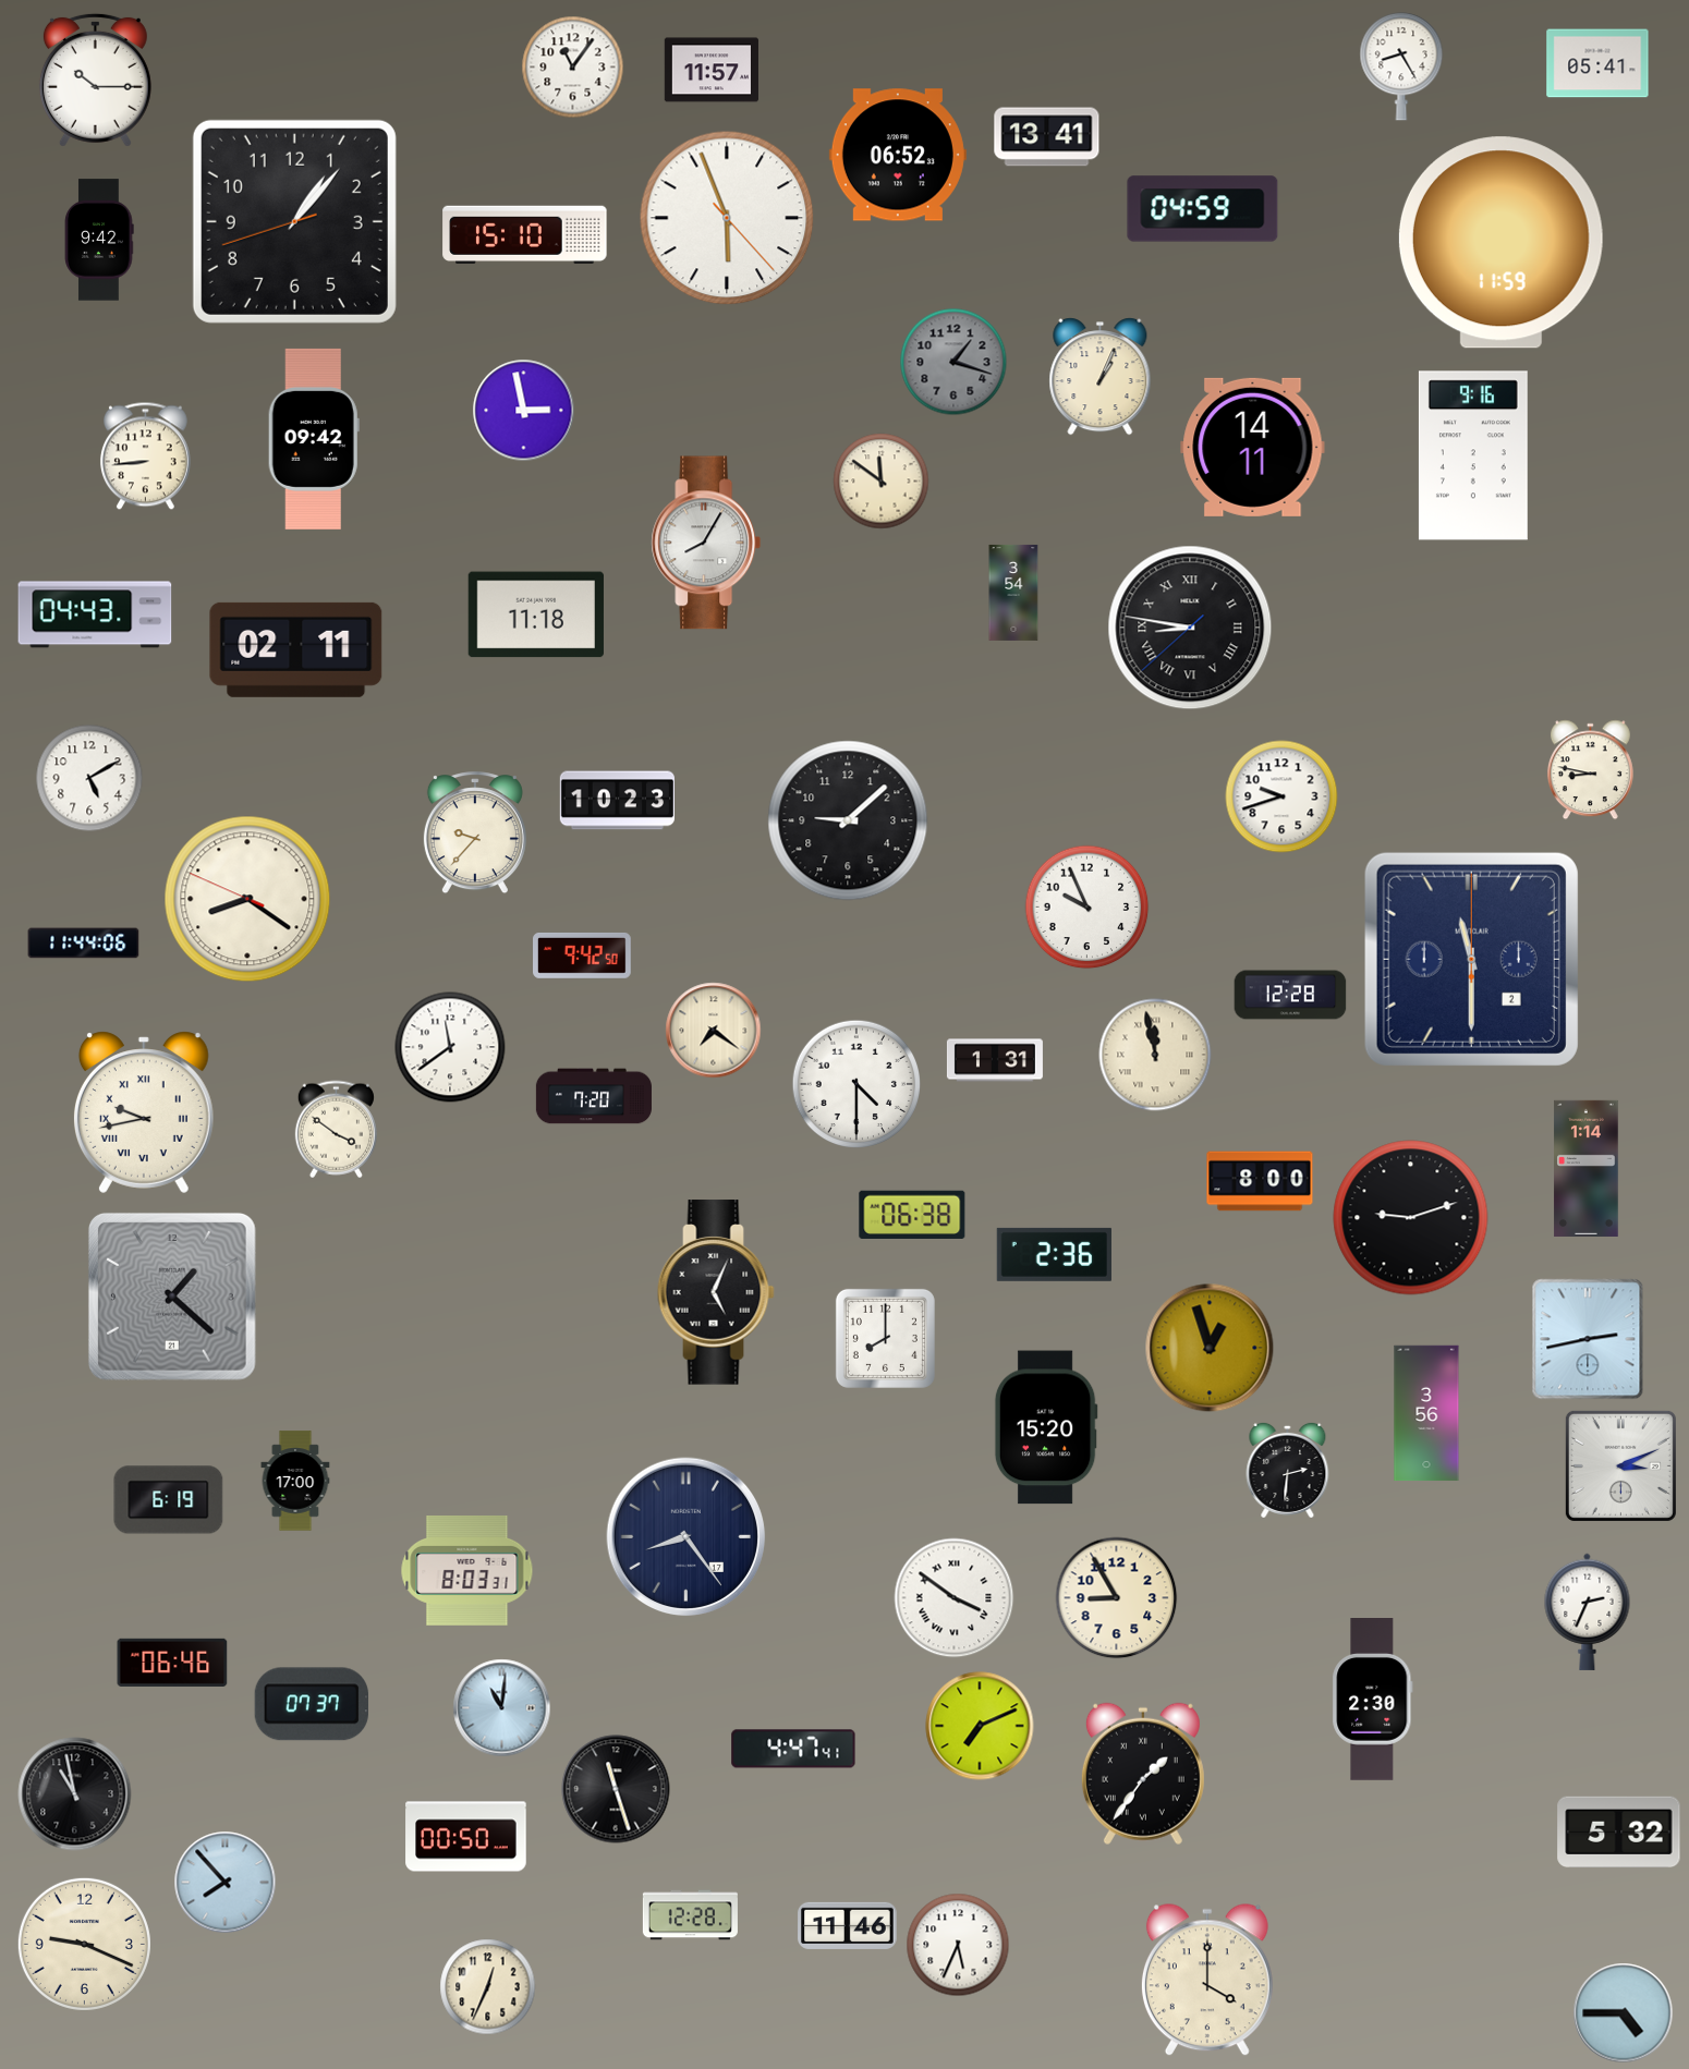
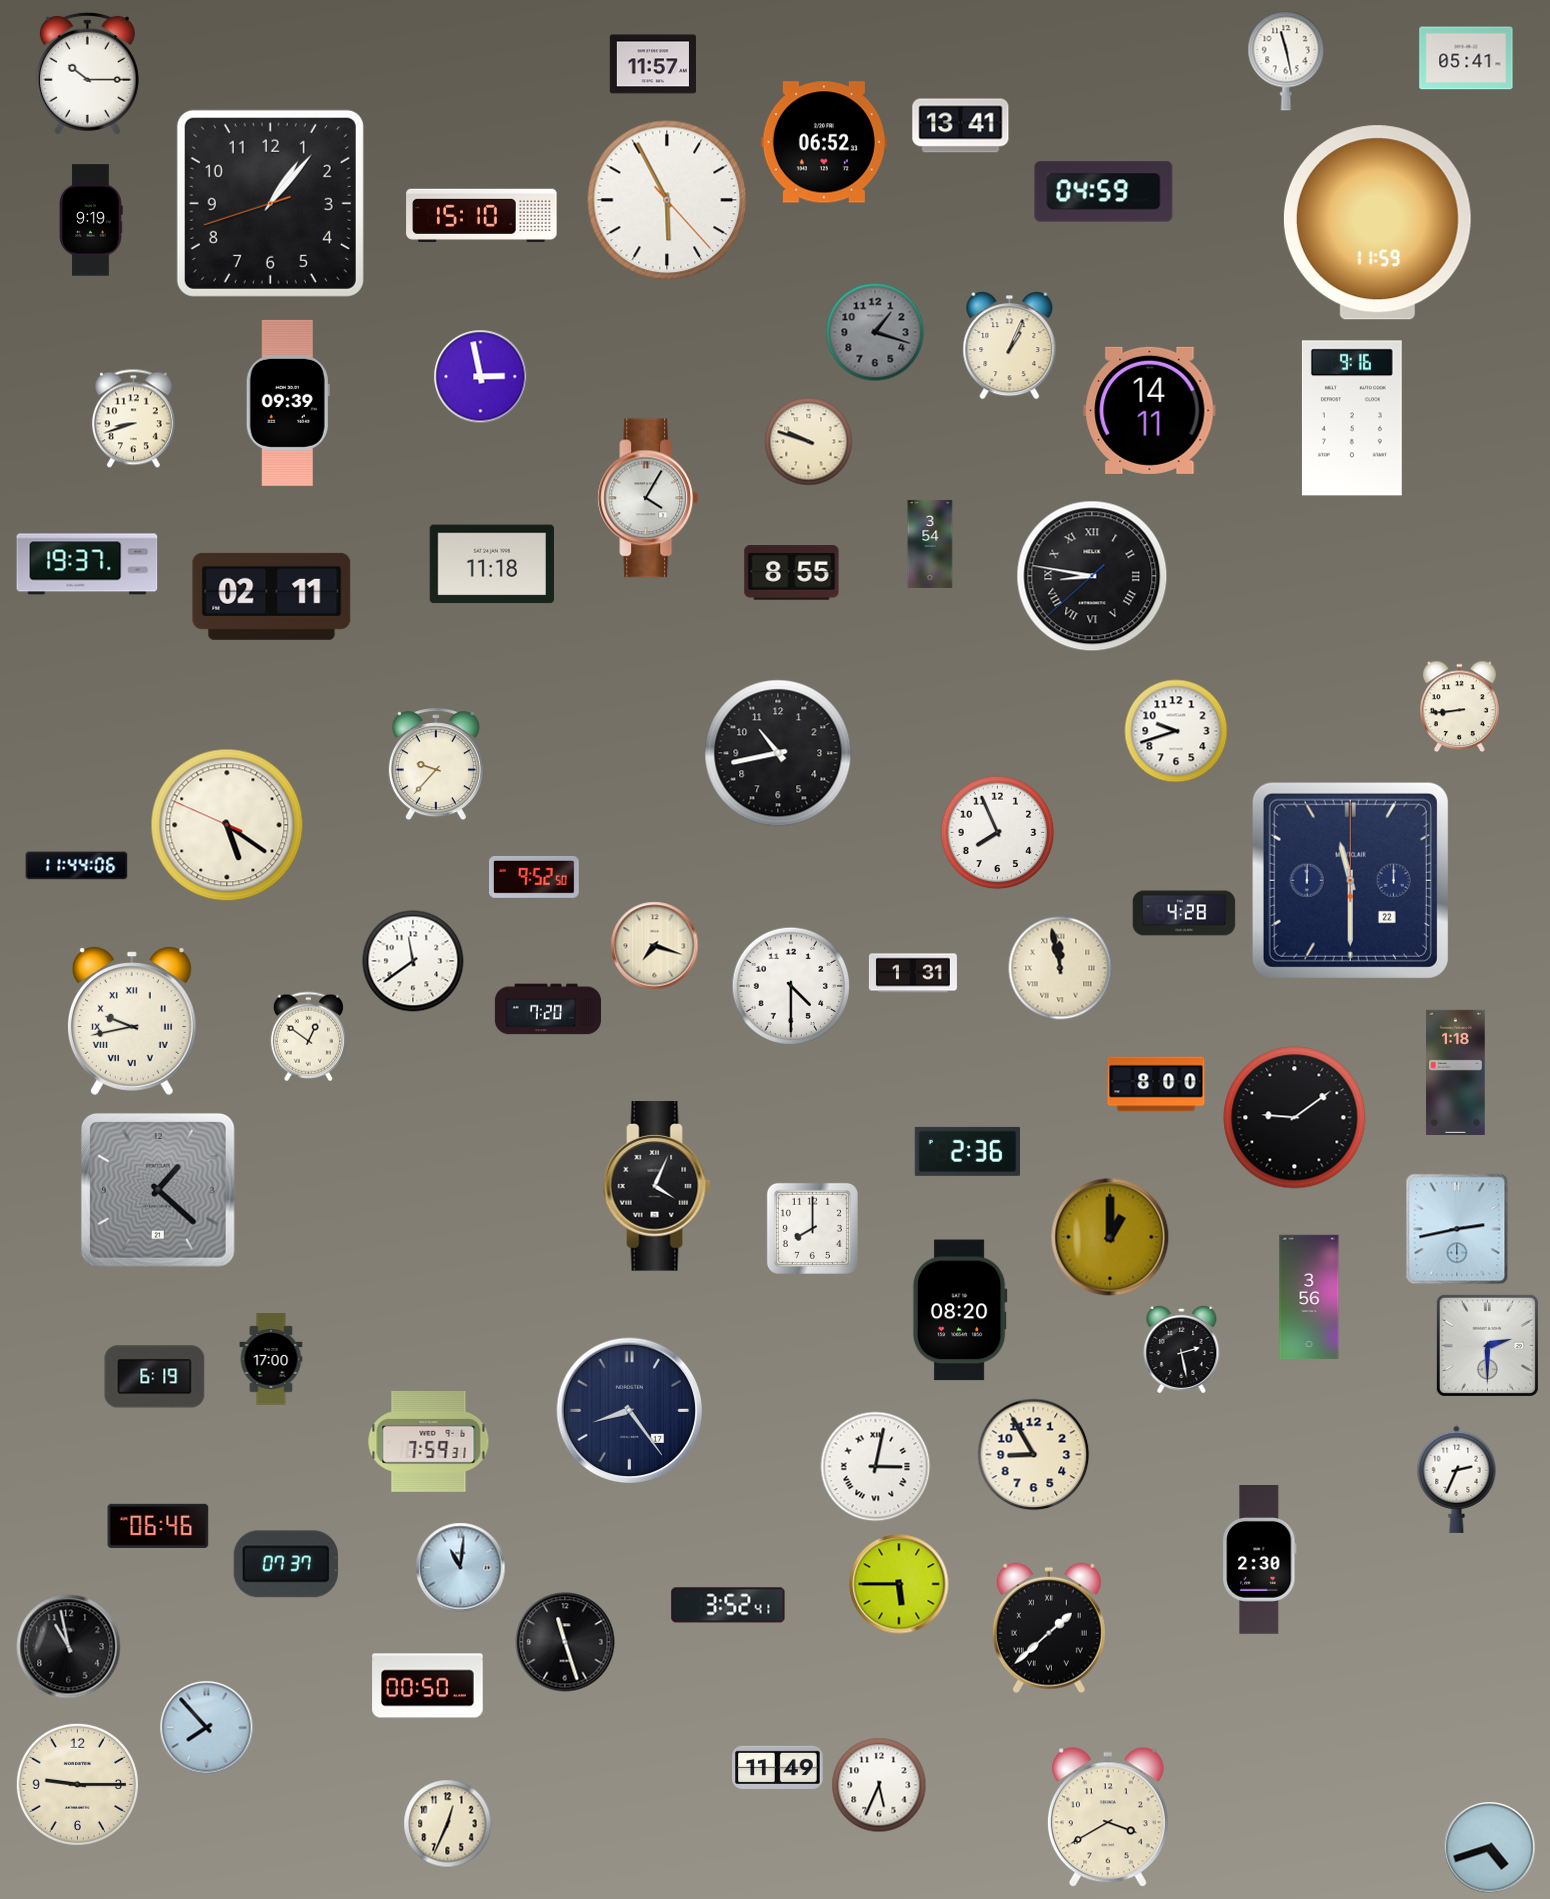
clock at (1401, 66): 8:25 -> 11:28
clock at (573, 68): 11:06 -> none
clock at (727, 218): 5:56 -> 5:55
clock at (99, 240): 9:42 -> 9:19
clock at (314, 439): 09:42 -> 09:39
clock at (145, 457): 8:44 -> 8:42
clock at (882, 482): 11:51 -> 9:48
clock at (706, 543): 8:05 -> 4:05
clock at (95, 614): 04:43 -> 19:37
clock at (792, 573): none -> 8:55
clock at (1590, 770): 8:47 -> 8:44
clock at (89, 778): 5:10 -> none
clock at (617, 801): 10:23 -> none
clock at (848, 820): 9:08 -> 10:43
clock at (247, 899): 8:20 -> 5:20
clock at (1087, 908): 9:56 -> 7:56
clock at (583, 956): 9:42 -> 9:52
clock at (1471, 959) date: 2 -> 22
clock at (1290, 995): 12:28 -> 4:28
clock at (714, 1031): 7:21 -> 7:18
clock at (855, 1083) position: (855, 1083) -> (790, 985)
clock at (594, 1096) position: (594, 1096) -> (548, 1009)
clock at (336, 1130): 3:51 -> 12:51
clock at (1587, 1168): 1:14 -> 1:18
clock at (912, 1215): 06:38 -> none
clock at (1411, 1218): 9:12 -> 9:09
clock at (716, 1292): 5:04 -> 4:04
clock at (1210, 1348): 12:57 -> 1:00
clock at (1046, 1427): 15:20 -> 08:20
clock at (1620, 1465): 3:11 -> 2:30
clock at (1288, 1470): 2:31 -> 2:28
clock at (467, 1570): 8:03 -> 7:59
clock at (955, 1598): 3:51 -> 3:02
clock at (1117, 1598) position: (1117, 1598) -> (1034, 1455)
clock at (980, 1726): 7:11 -> 5:45
clock at (793, 1749): 4:47 -> 3:52
clock at (1143, 1774): 1:36 -> 1:38
clock at (1619, 1833): 5:32 -> none
clock at (690, 1915): 12:28 -> none
clock at (848, 1925): 11:46 -> 11:49
clock at (84, 1944): 9:19 -> 9:15
clock at (1207, 1981): 4:00 -> 3:40
clock at (1624, 2013): 4:45 -> 4:42
